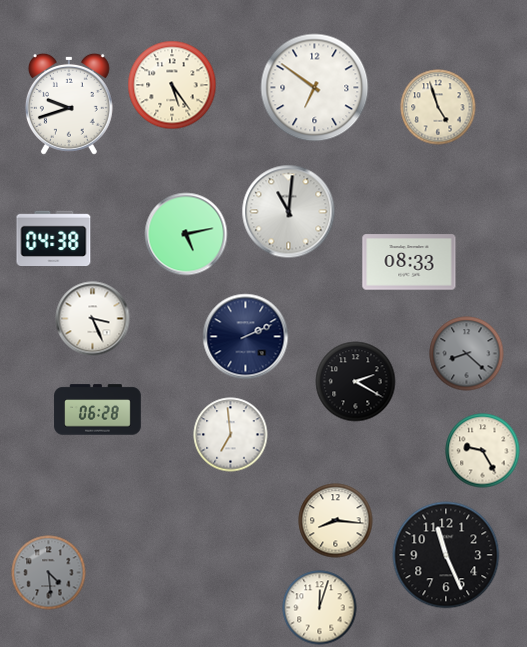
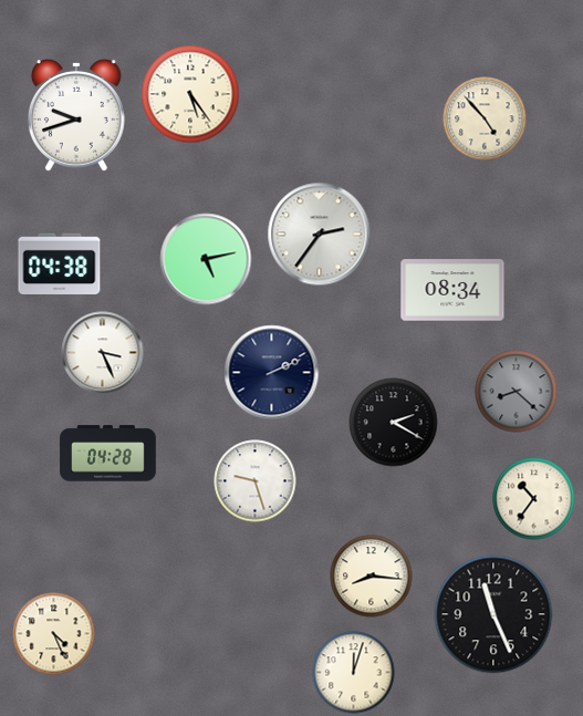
clock at (315, 88): 6:51 -> none
clock at (438, 107): 4:57 -> 4:53
clock at (289, 212): 11:01 -> 2:36
clock at (409, 262): 08:33 -> 08:34
clock at (98, 410): 06:28 -> 04:28
clock at (231, 435): 6:59 -> 9:27
clock at (483, 451): 9:25 -> 10:36
clock at (49, 573): 4:29 -> 4:26
clock at (49, 573) dial: grey -> cream
